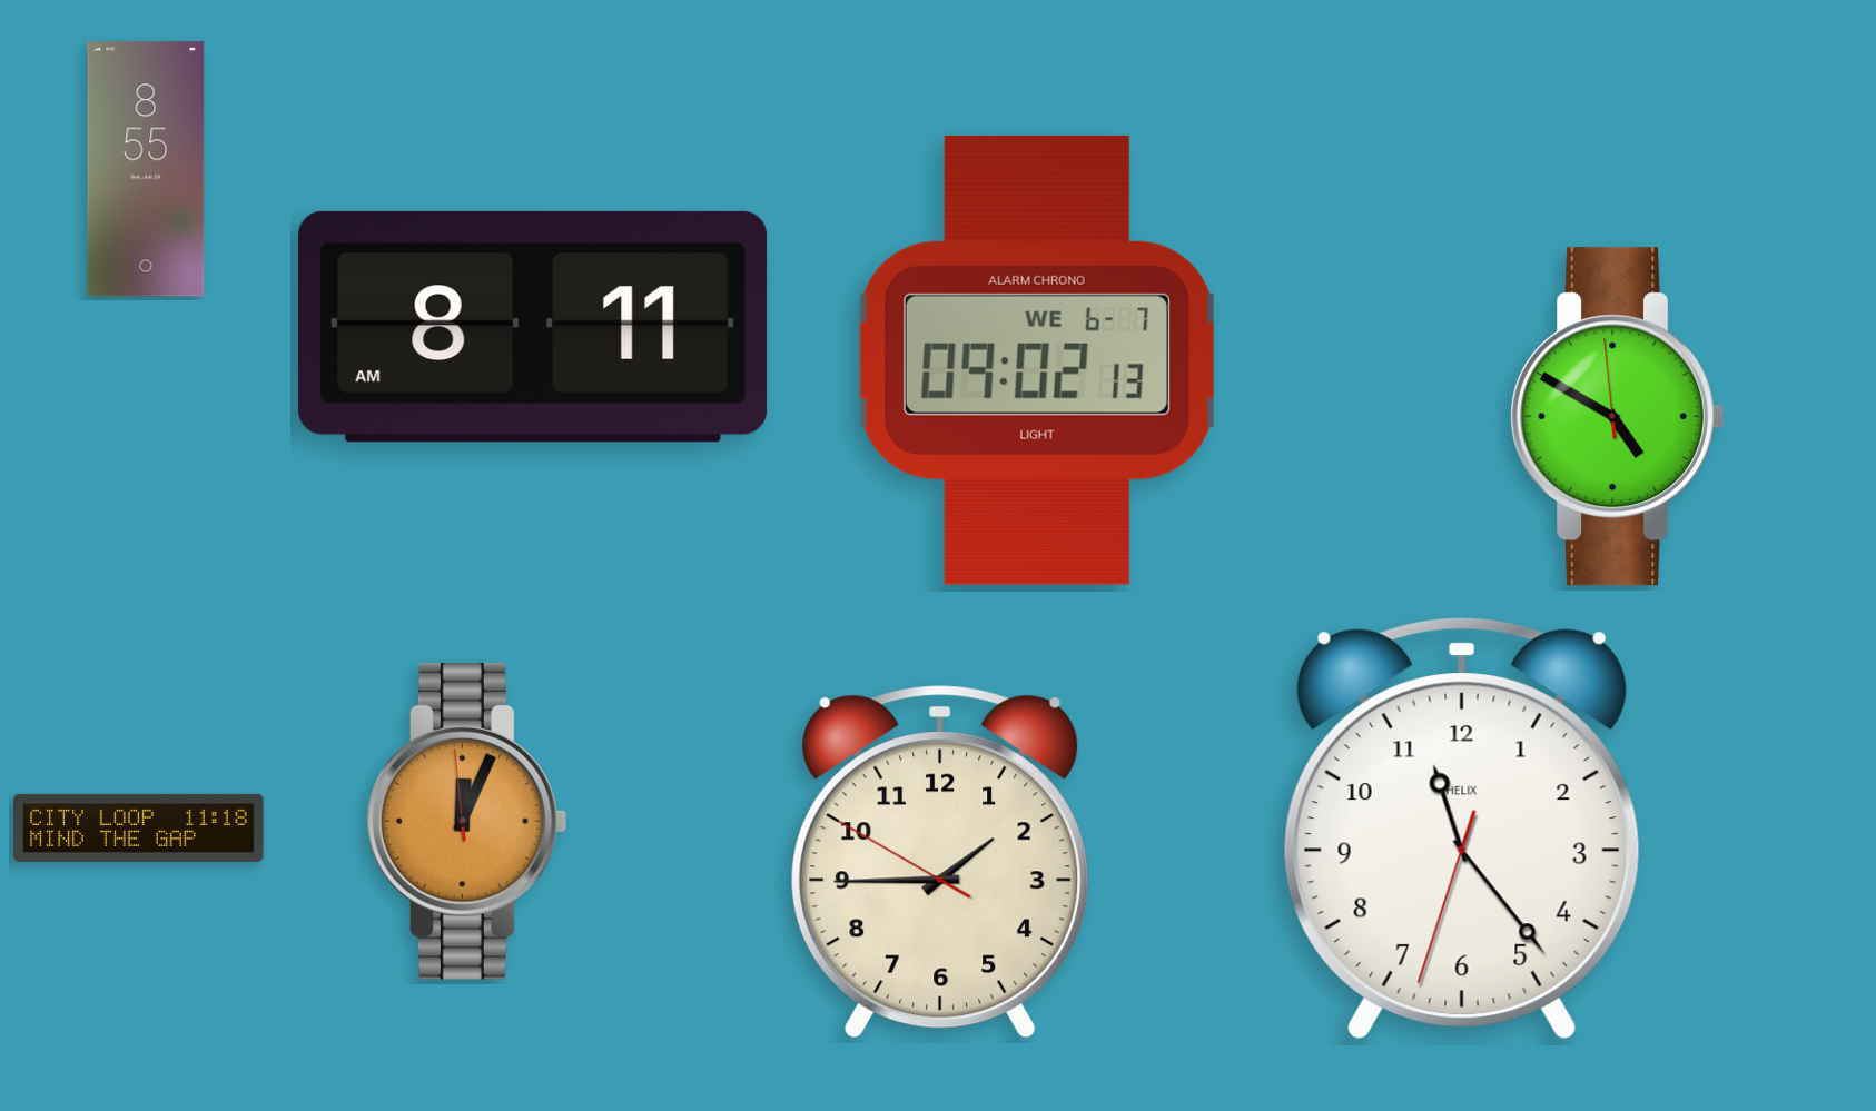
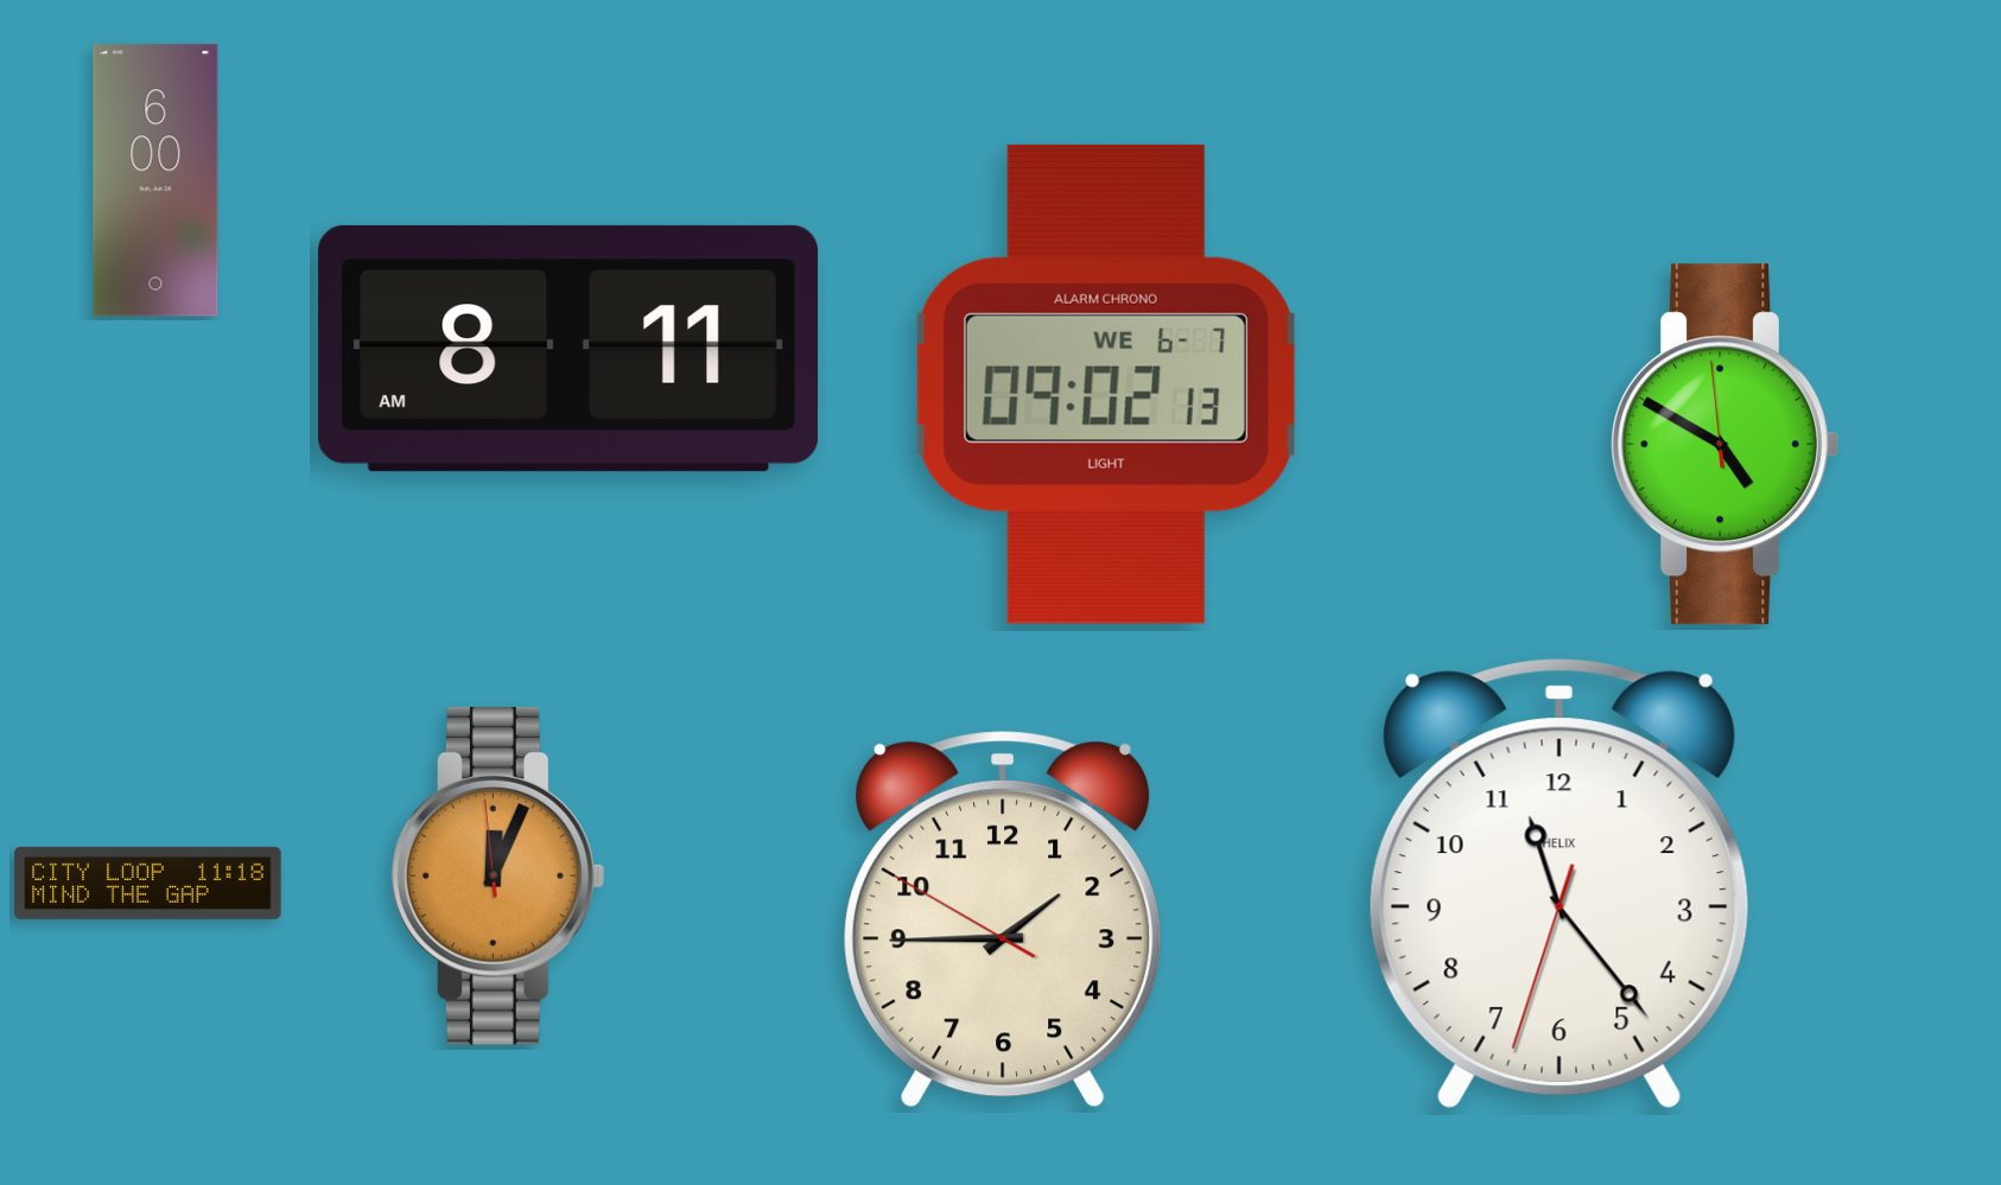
clock at (146, 169): 8:55 -> 6:00
